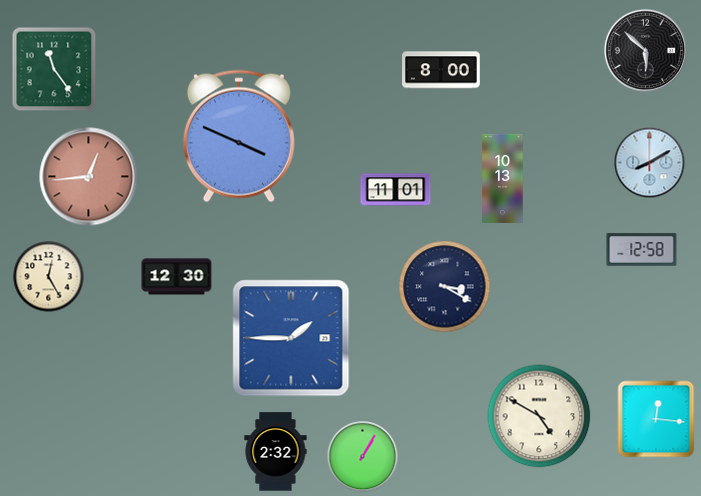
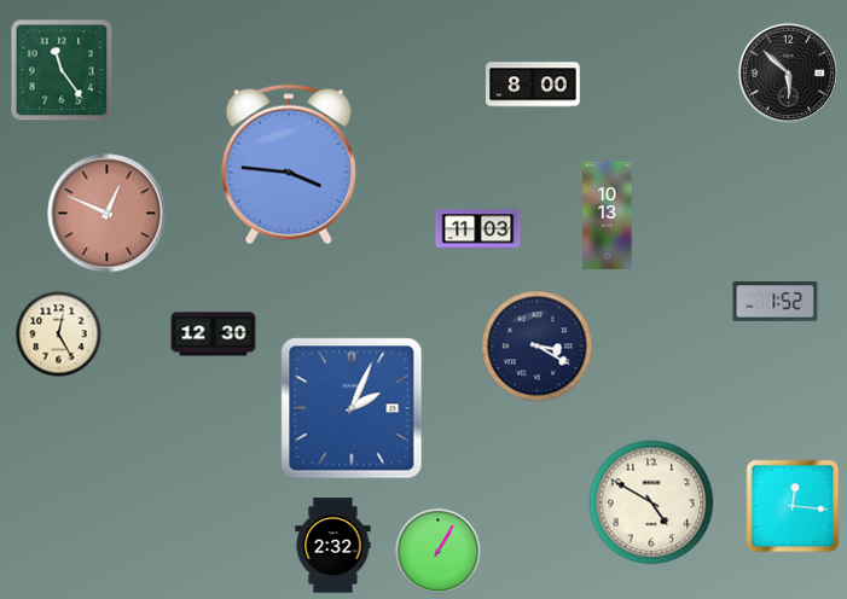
clock at (645, 50) position: (645, 50) -> (788, 72)
clock at (54, 69) position: (54, 69) -> (62, 70)
clock at (239, 136): 3:49 -> 3:46
clock at (650, 163): 8:10 -> none
clock at (89, 177): 12:44 -> 12:49
clock at (396, 190): 11:01 -> 11:03
clock at (642, 250): 12:58 -> 1:52
clock at (291, 338): 1:45 -> 2:04
